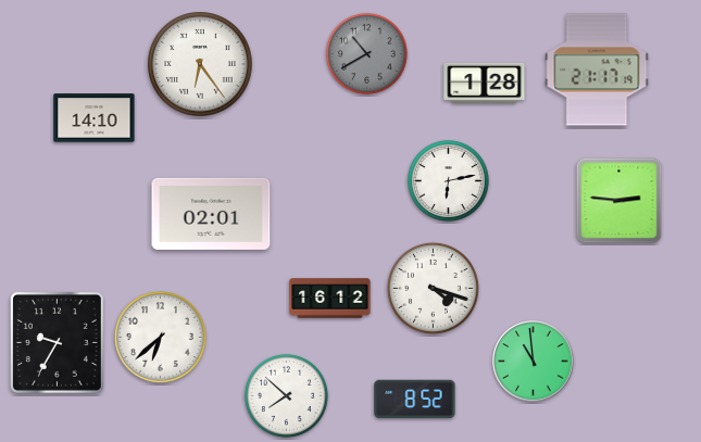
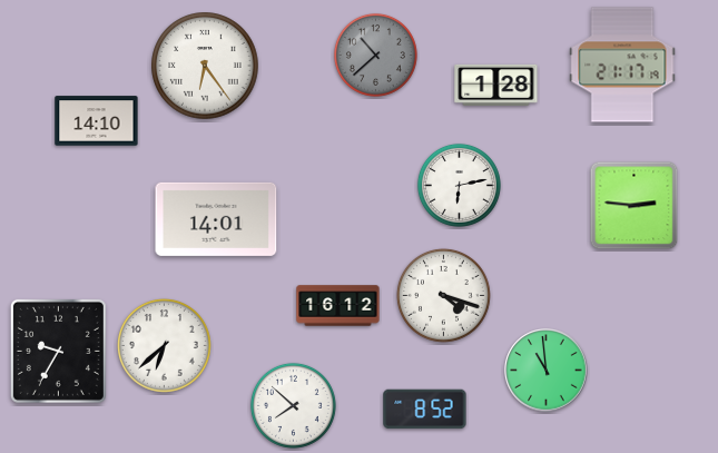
clock at (366, 53): 10:40 -> 10:38
clock at (597, 70) position: (597, 70) -> (622, 65)
clock at (211, 214): 02:01 -> 14:01
